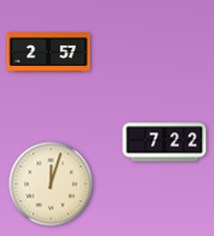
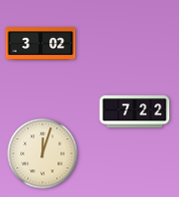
clock at (49, 53): 2:57 -> 3:02
clock at (165, 143) position: (165, 143) -> (135, 112)
